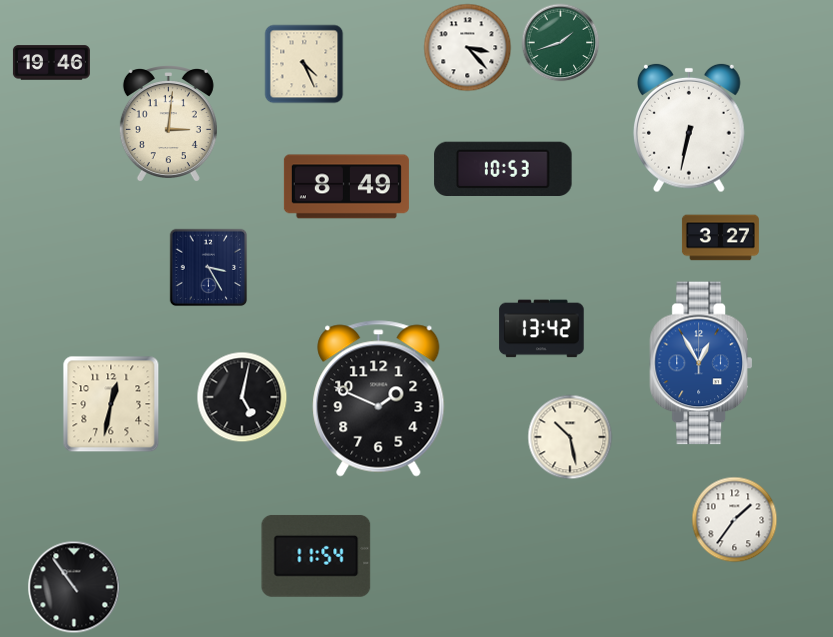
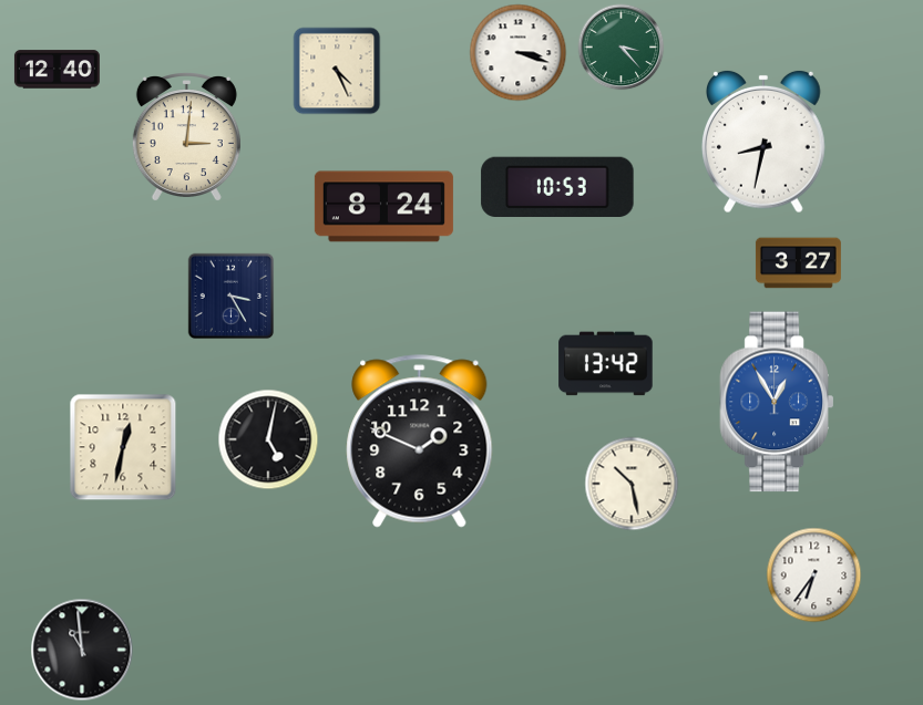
clock at (560, 42): 1:42 -> 3:23
clock at (467, 47): 3:23 -> 3:18
clock at (51, 63): 19:46 -> 12:40
clock at (690, 128): 6:32 -> 8:32
clock at (346, 187): 8:49 -> 8:24
clock at (542, 329) position: (542, 329) -> (606, 364)
clock at (734, 519): 1:36 -> 6:36
clock at (316, 556): 11:54 -> none
clock at (74, 587): 10:54 -> 10:59
